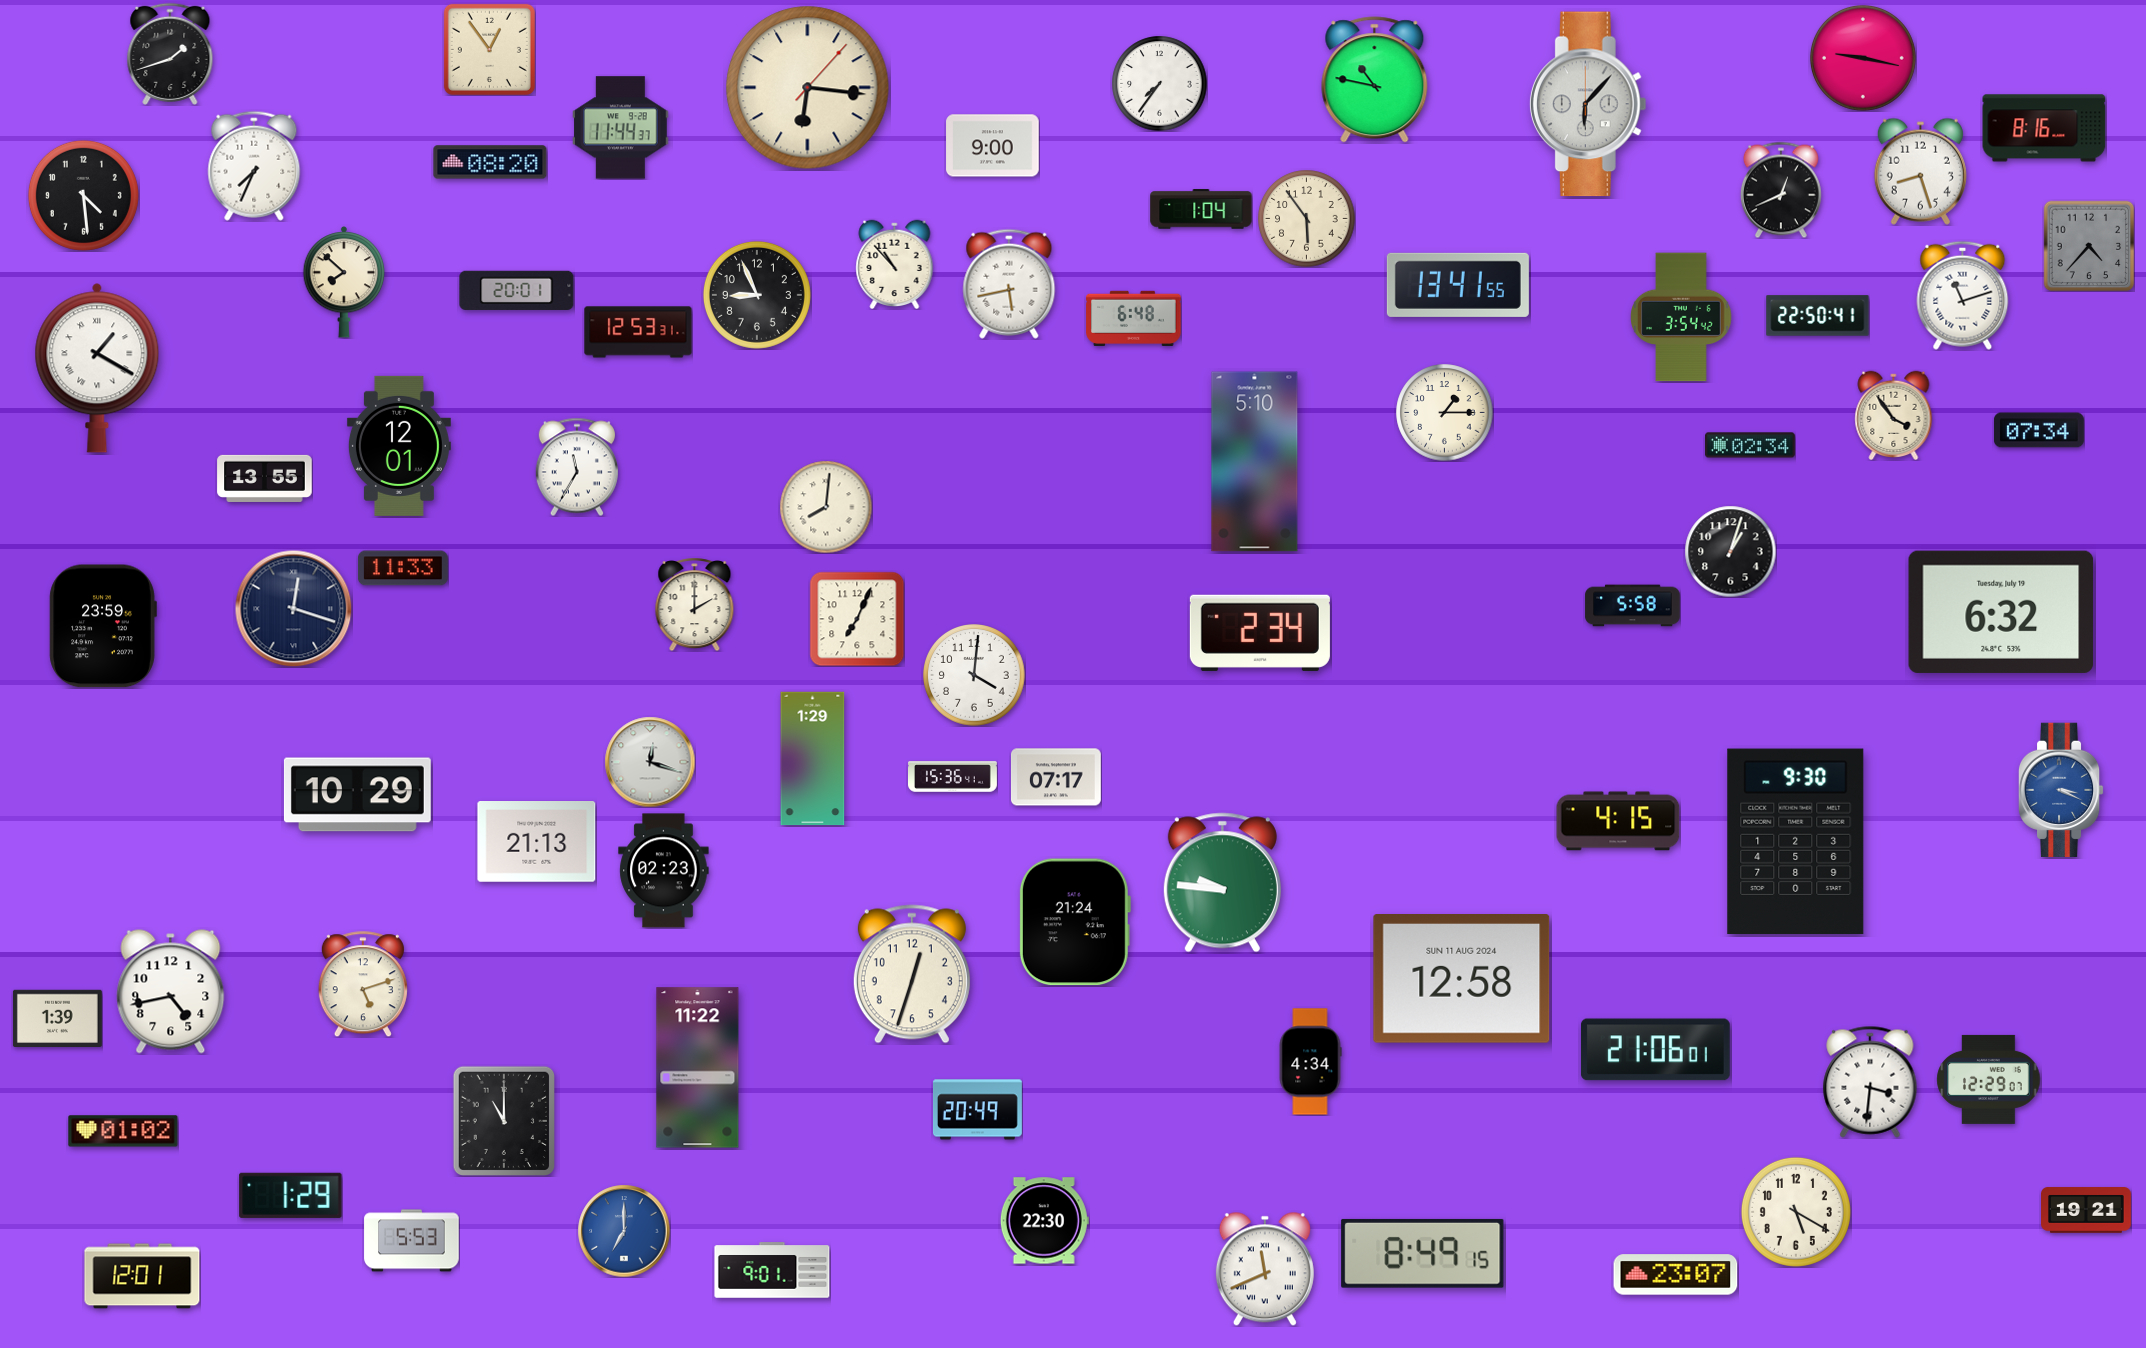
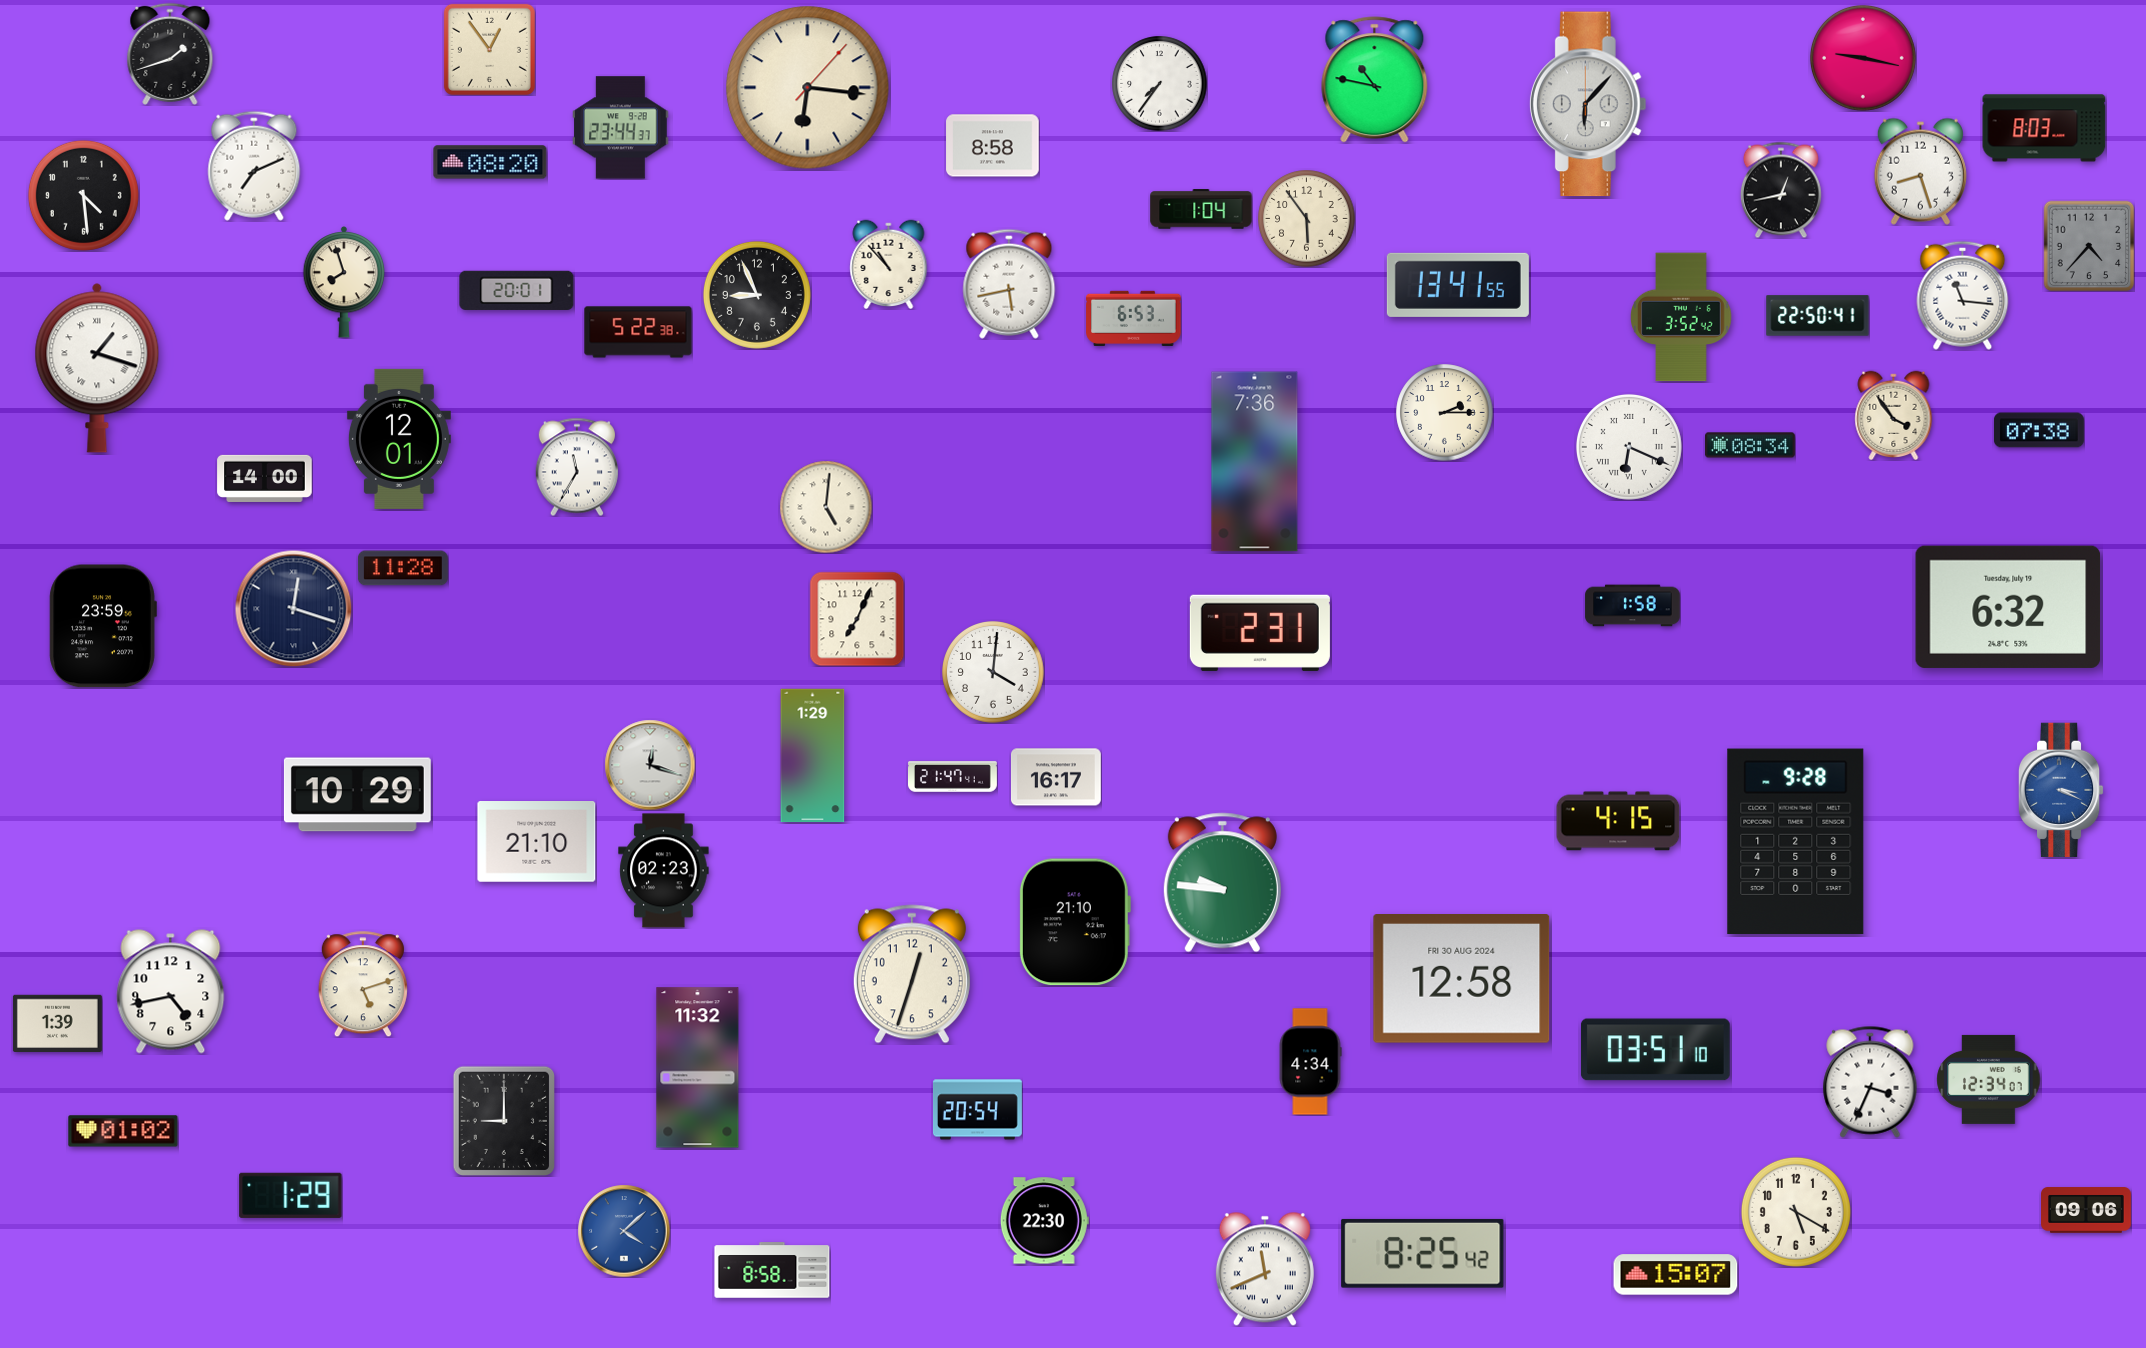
clock at (621, 128): 11:44 -> 23:44
clock at (2044, 128): 8:16 -> 8:03
clock at (993, 146): 9:00 -> 8:58
clock at (254, 166): 7:34 -> 7:11
clock at (1781, 190): 12:41 -> 12:43
clock at (895, 264) position: (895, 264) -> (889, 264)
clock at (344, 282): 7:52 -> 7:57
clock at (1963, 295): 11:12 -> 11:16
clock at (1681, 317): 3:54 -> 3:52
clock at (1134, 318): 6:48 -> 6:53
clock at (638, 332): 12:53 -> 5:22
clock at (97, 368): 1:20 -> 1:18
clock at (1445, 413): 1:15 -> 2:15
clock at (2039, 430): 07:34 -> 07:38
clock at (1751, 445): 02:34 -> 08:34
clock at (399, 446) position: (399, 446) -> (399, 439)
clock at (1629, 447): none -> 6:19
clock at (1255, 462): 5:10 -> 7:36
clock at (265, 478): 13:55 -> 14:00
clock at (826, 507): 8:01 -> 5:01
clock at (1730, 551): 1:03 -> none
clock at (403, 568): 11:33 -> 11:28
clock at (695, 604): 2:00 -> none
clock at (1633, 606): 5:58 -> 1:58
clock at (2001, 612) position: (2001, 612) -> (2008, 607)
clock at (1260, 633): 2:34 -> 2:31
clock at (974, 675) position: (974, 675) -> (993, 672)
clock at (813, 759) position: (813, 759) -> (813, 756)
clock at (650, 762) position: (650, 762) -> (650, 765)
clock at (953, 777): 15:36 -> 21:47
clock at (1056, 777): 07:17 -> 16:17
clock at (537, 842): 21:13 -> 21:10
clock at (1796, 842): 9:30 -> 9:28
clock at (1074, 922): 21:24 -> 21:10
clock at (1462, 979) date: SUN 11 AUG 2024 -> FRI 30 AUG 2024
clock at (57, 1018) position: (57, 1018) -> (57, 1023)
clock at (1655, 1050): 21:06 -> 03:51
clock at (698, 1068): 11:22 -> 11:32
clock at (1989, 1079): 12:29 -> 12:34
clock at (1870, 1082): 3:31 -> 3:34
clock at (977, 1110): 20:49 -> 20:54
clock at (503, 1120): 11:00 -> 9:00
clock at (2087, 1210): 19:21 -> 09:06
clock at (624, 1231): 7:00 -> 4:08
clock at (412, 1241): 5:53 -> none
clock at (1423, 1253): 8:49 -> 8:25
clock at (772, 1270): 9:01 -> 8:58
clock at (1676, 1275): 23:07 -> 15:07
clock at (142, 1276): 12:01 -> none
